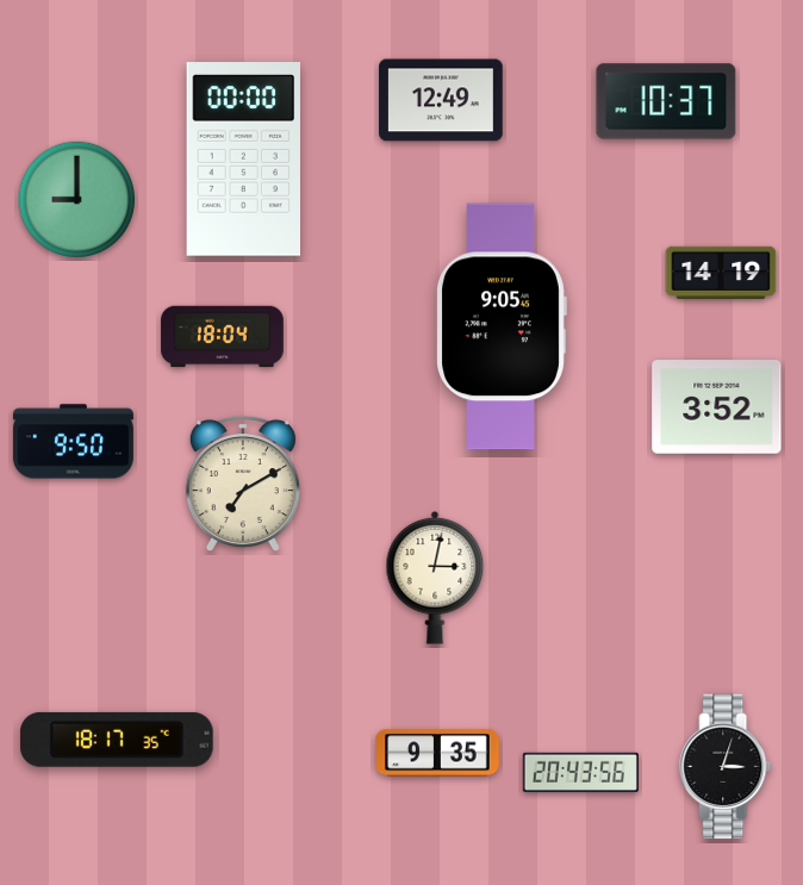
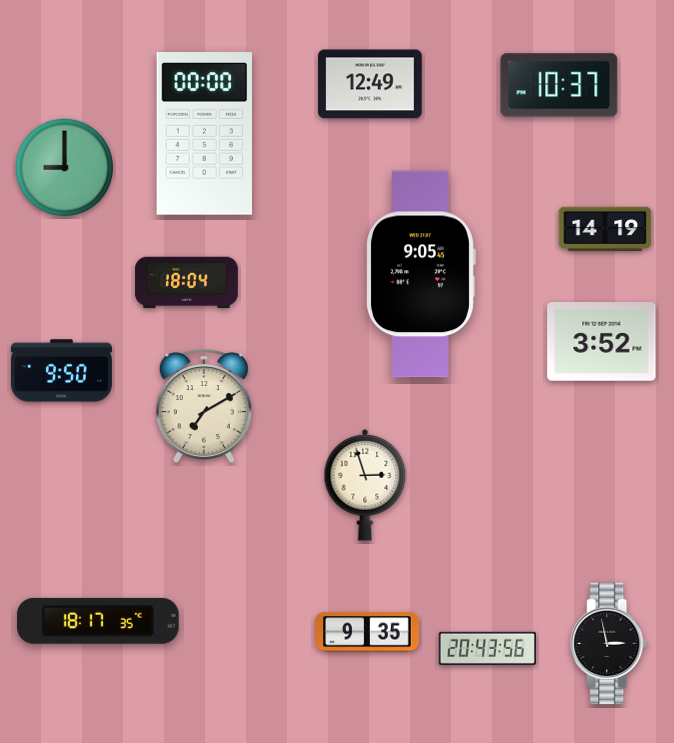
clock at (435, 578): 3:02 -> 2:57
clock at (726, 767): 3:03 -> 2:58
